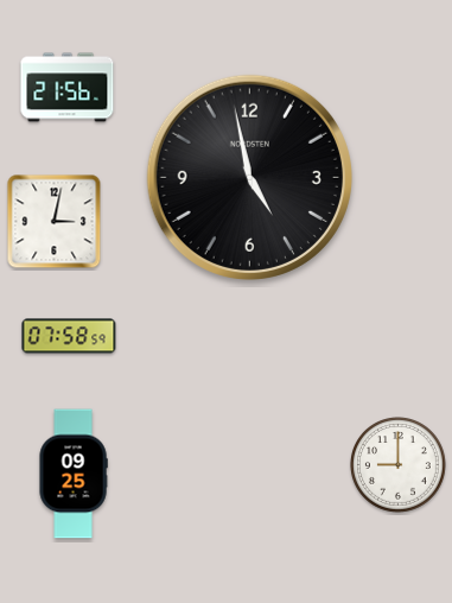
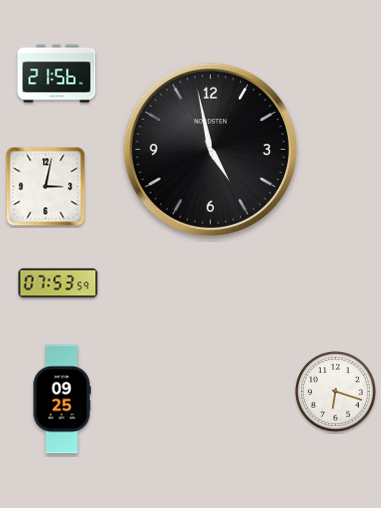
clock at (69, 336): 07:58 -> 07:53
clock at (399, 465): 9:00 -> 6:18
